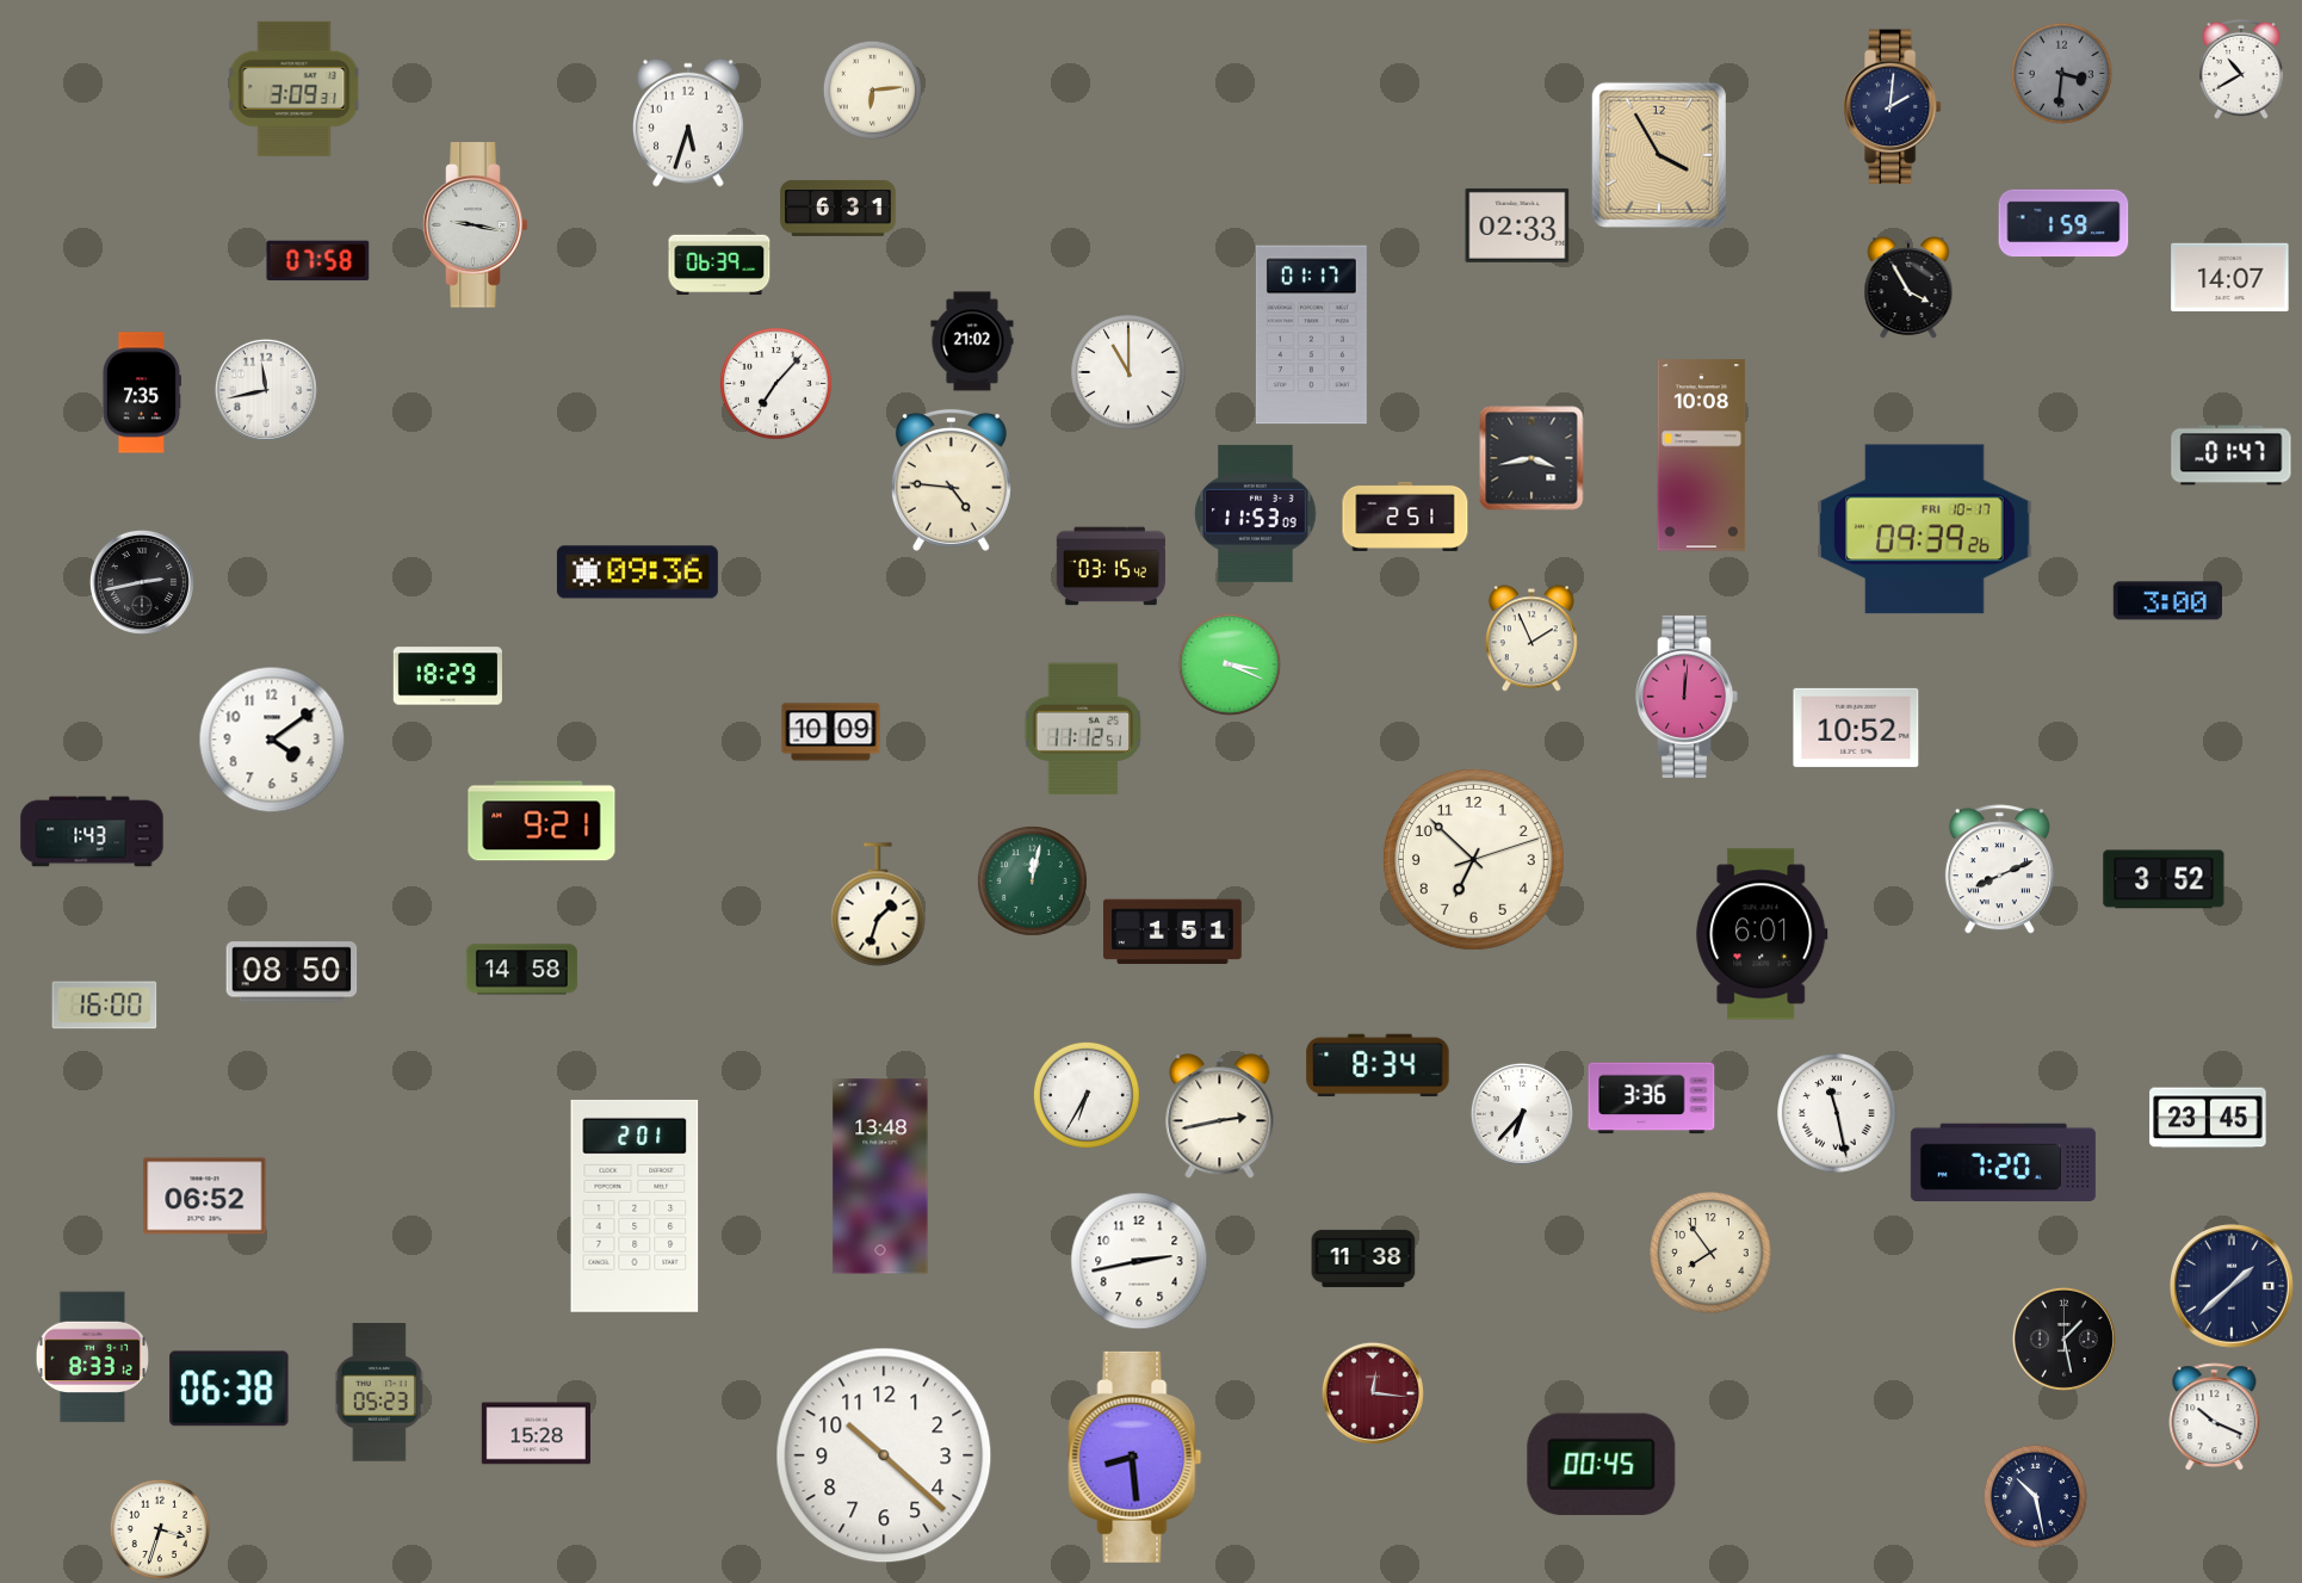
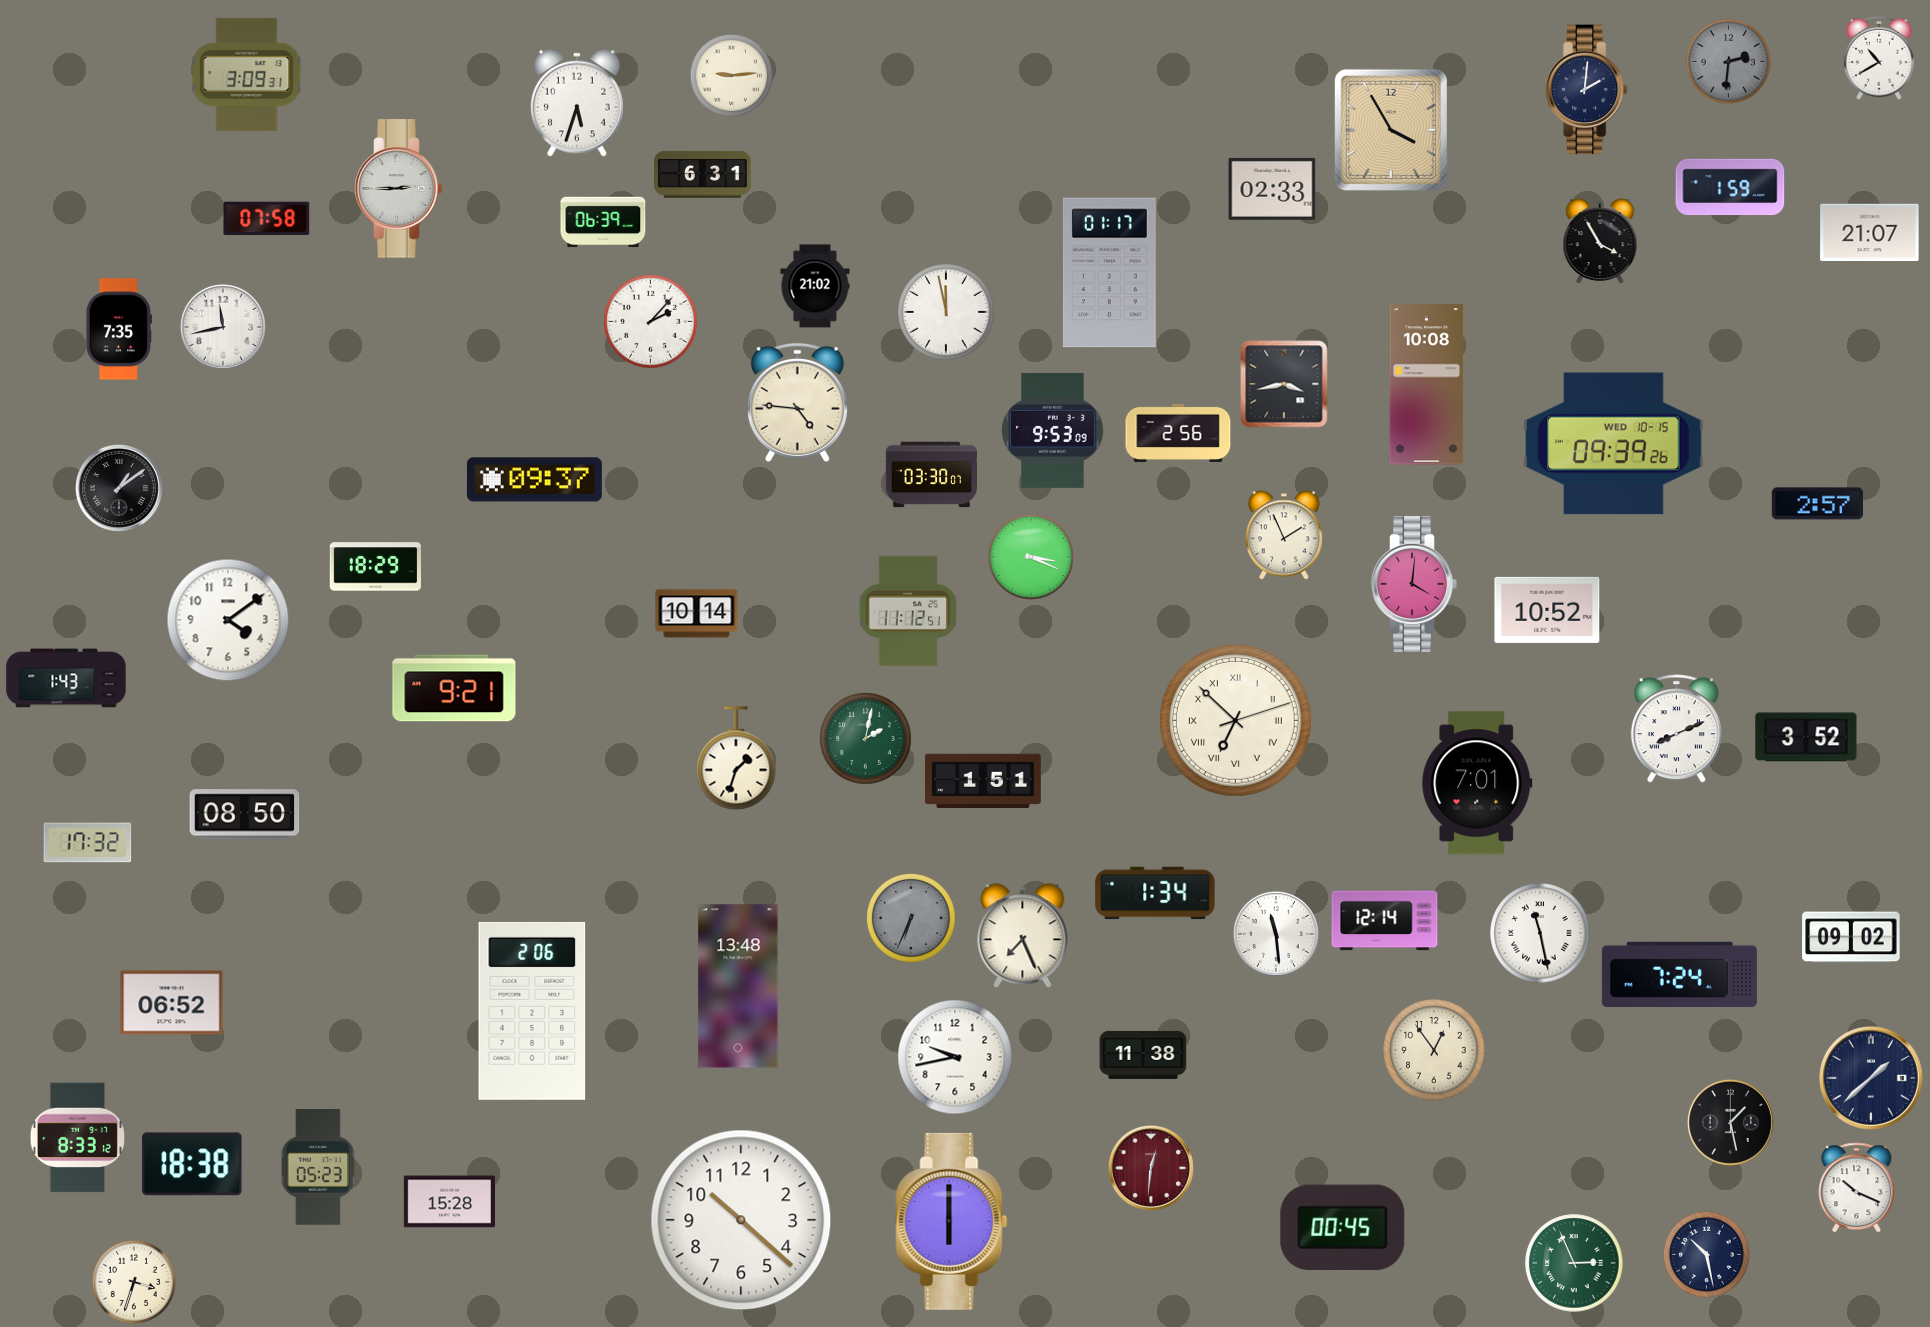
clock at (2061, 73): 3:31 -> 2:31
clock at (872, 89): 6:14 -> 9:14
clock at (476, 225): 9:17 -> 2:45
clock at (2230, 277): 14:07 -> 21:07
clock at (1311, 335) position: (1311, 335) -> (1109, 273)
clock at (1128, 372): 11:00 -> 11:58
clock at (776, 384): 7:07 -> 2:07
clock at (1702, 456) position: (1702, 456) -> (1427, 385)
clock at (2232, 456): 01:47 -> none
clock at (1256, 513): 11:53 -> 9:53
clock at (1405, 517): 2:51 -> 2:56
clock at (1925, 530) date: FRI 10-17 -> WED 10-15
clock at (1110, 567): 03:15 -> 03:30
clock at (637, 573): 09:36 -> 09:37
clock at (142, 582): 2:43 -> 1:09
clock at (2167, 601): 3:00 -> 2:57
clock at (1687, 697): 12:01 -> 4:01
clock at (1856, 728) position: (1856, 728) -> (1547, 610)
clock at (831, 732): 10:09 -> 10:14
clock at (92, 831) position: (92, 831) -> (66, 678)
clock at (1473, 859) numerals: Arabic -> Roman
clock at (2164, 879) position: (2164, 879) -> (1806, 737)
clock at (1032, 880): 12:02 -> 2:02
clock at (1762, 934): 6:01 -> 7:01
clock at (521, 970): 14:58 -> none
clock at (105, 1006): 16:00 -> 17:32
clock at (1378, 1065): 8:34 -> 1:34
clock at (1087, 1095): 6:35 -> 6:34
clock at (1087, 1095) dial: white -> grey
clock at (1652, 1099): 3:36 -> 12:14
clock at (1522, 1114): 6:37 -> 11:29
clock at (1220, 1117): 2:43 -> 7:26
clock at (2208, 1118): 23:45 -> 09:02
clock at (2003, 1162): 7:20 -> 7:24
clock at (635, 1206): 2:01 -> 2:06
clock at (1710, 1253): 7:54 -> 12:54
clock at (1139, 1261): 2:43 -> 9:43
clock at (229, 1389): 06:38 -> 18:38
clock at (1373, 1393): 12:16 -> 12:31
clock at (1135, 1457): 8:29 -> 6:00
clock at (1574, 1263): none -> 2:56
